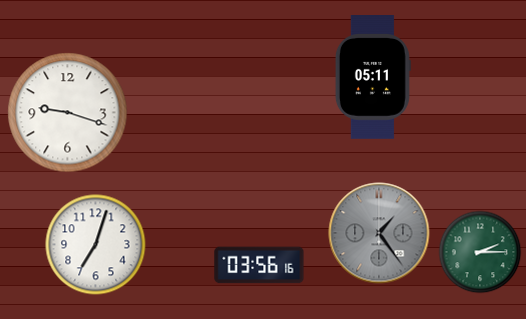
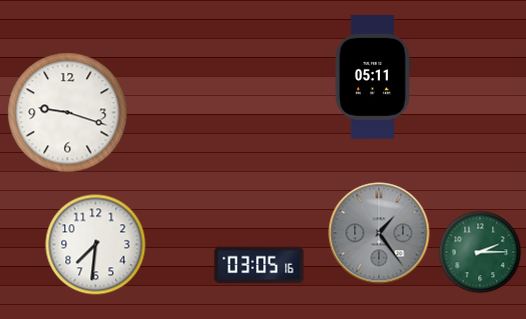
clock at (96, 245): 7:03 -> 7:31
clock at (259, 265): 03:56 -> 03:05
